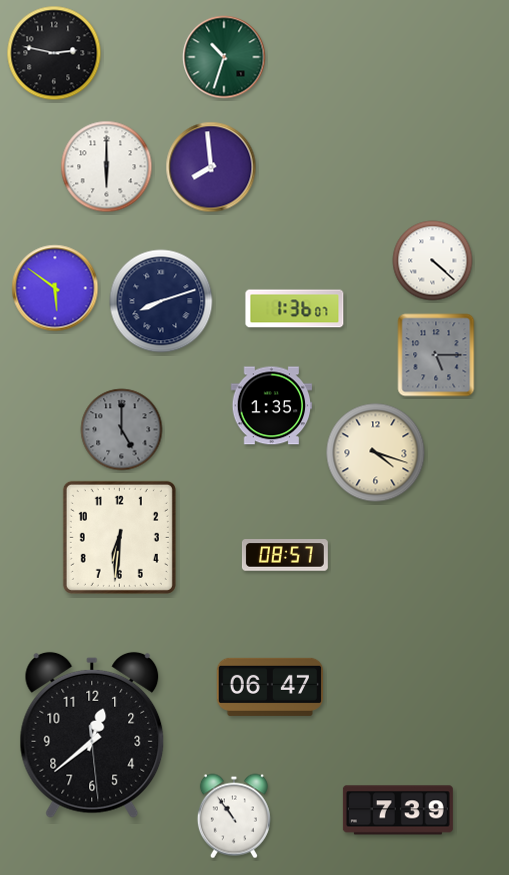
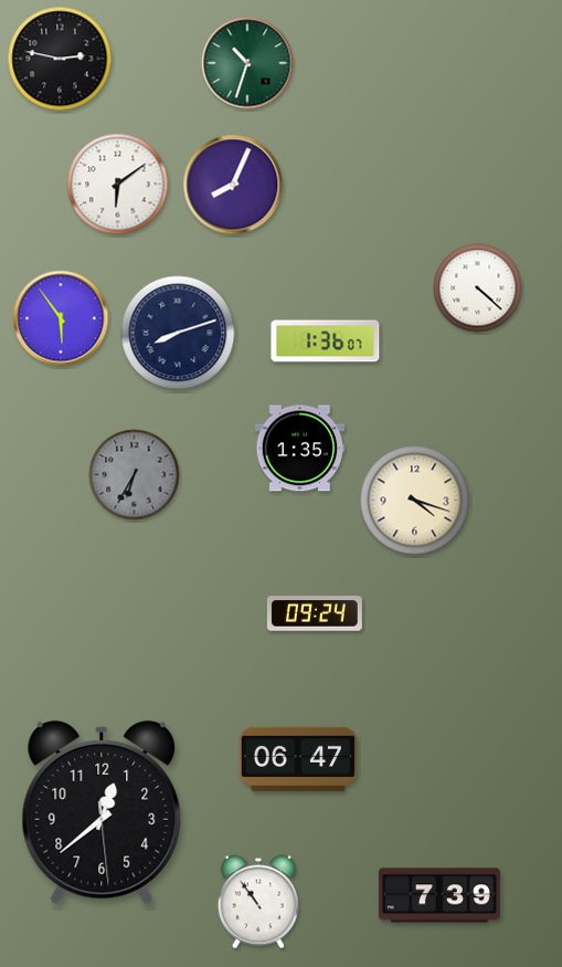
clock at (107, 167): 6:00 -> 6:09
clock at (211, 167): 7:59 -> 8:04
clock at (55, 288): 5:51 -> 5:54
clock at (436, 355): 5:15 -> none
clock at (122, 430): 5:00 -> 6:35
clock at (119, 537): 6:31 -> none
clock at (285, 555): 08:57 -> 09:24
